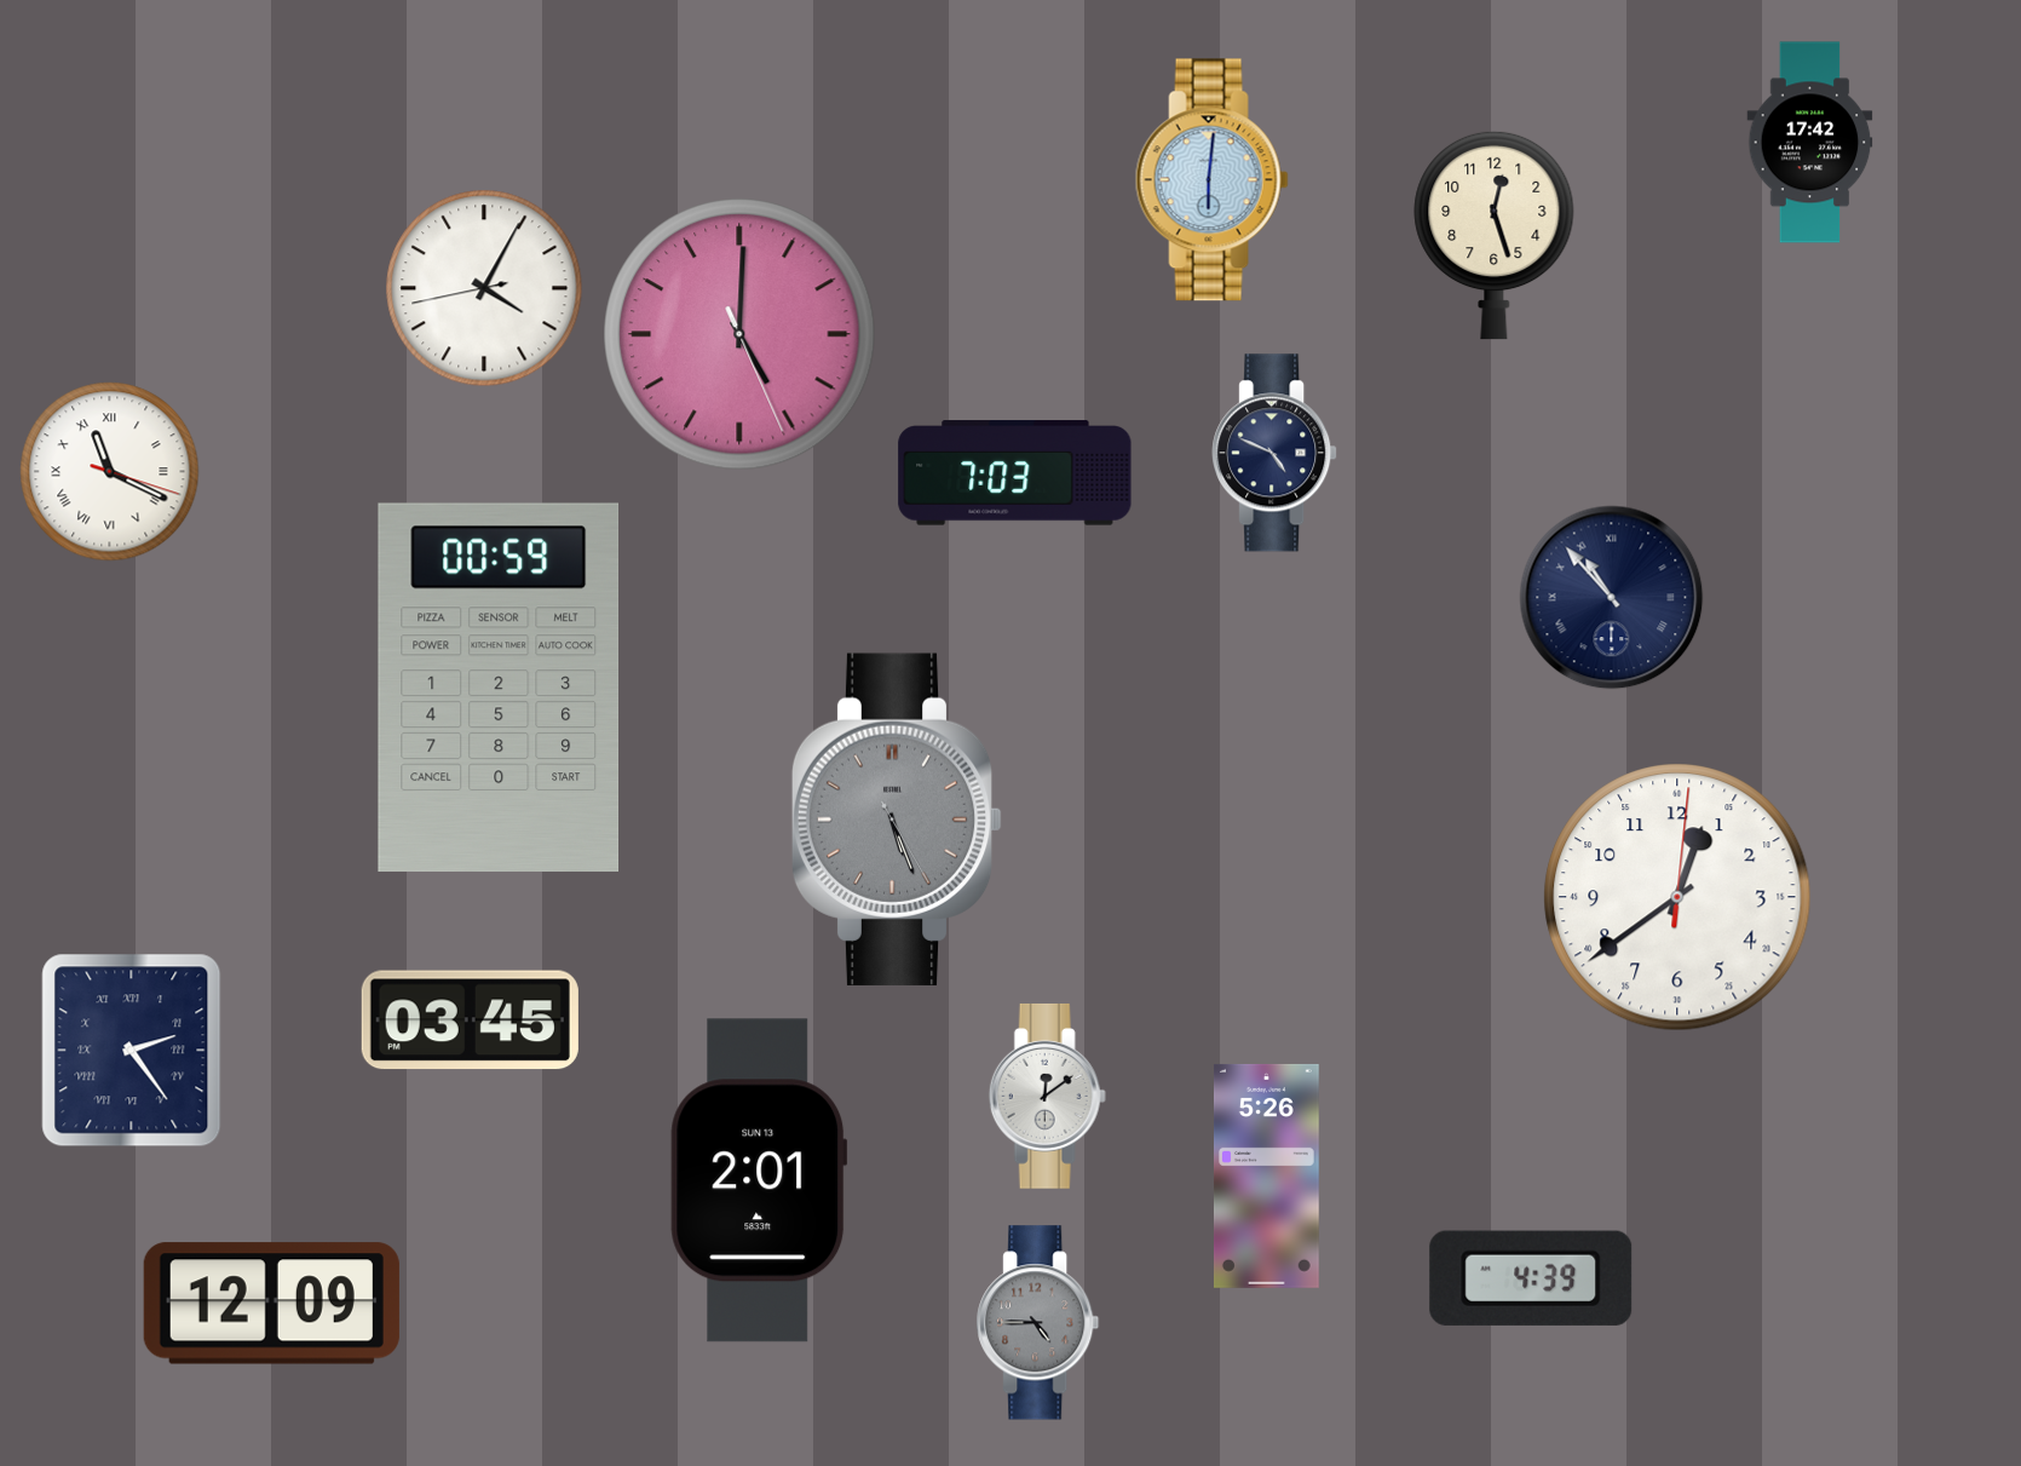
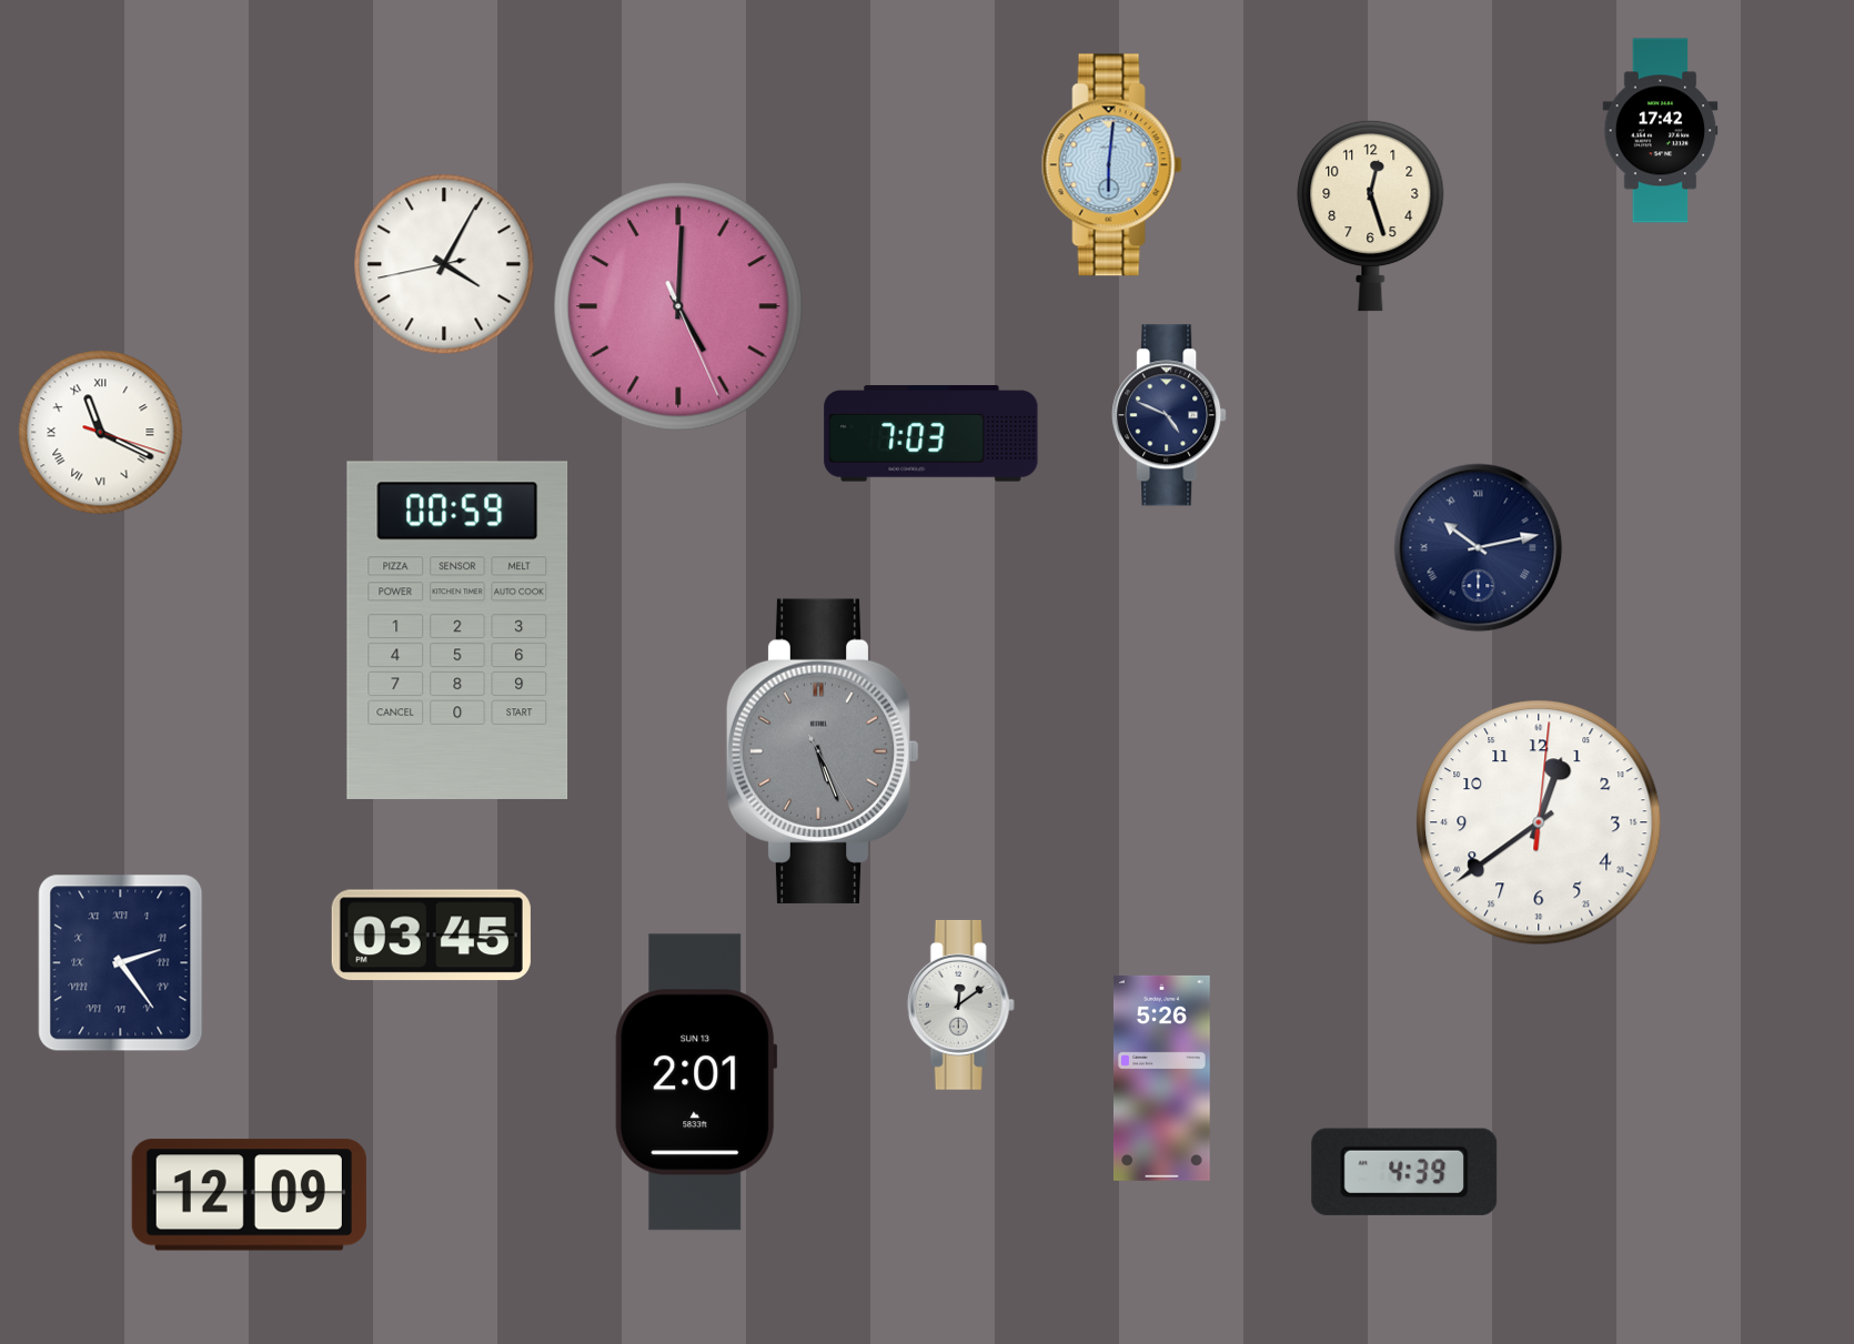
clock at (1612, 598): 10:53 -> 10:13
clock at (1038, 1323): 4:45 -> none
